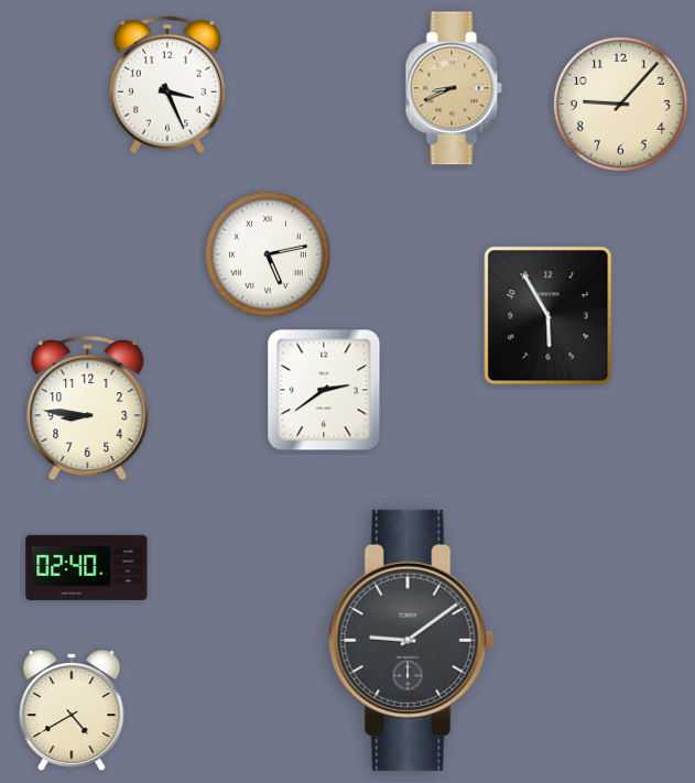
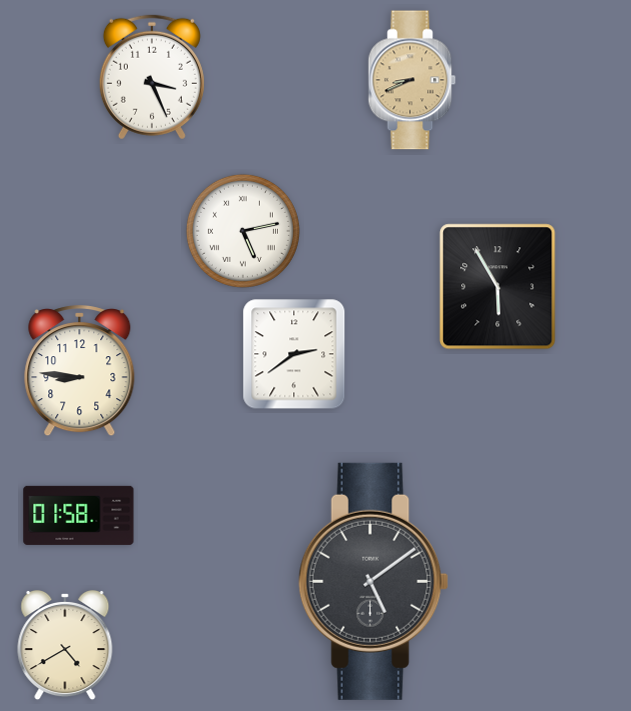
clock at (620, 104): 9:07 -> none
clock at (87, 567): 02:40 -> 01:58
clock at (412, 640): 9:09 -> 5:09
